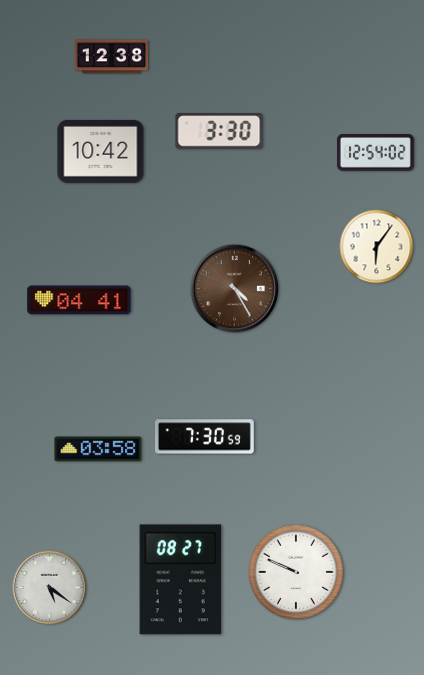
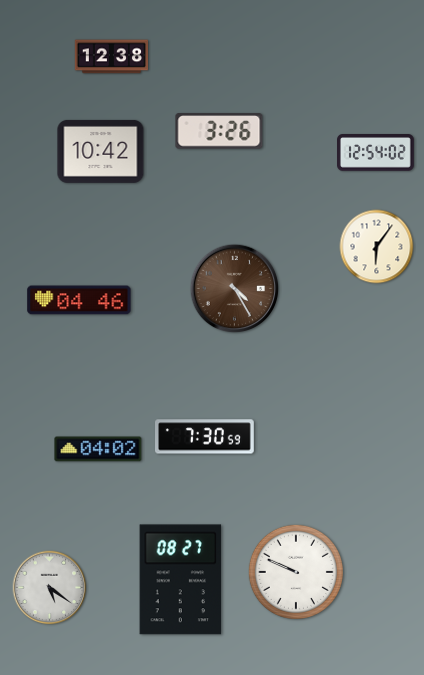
clock at (219, 131): 3:30 -> 3:26
clock at (79, 300): 04:41 -> 04:46
clock at (98, 449): 03:58 -> 04:02
